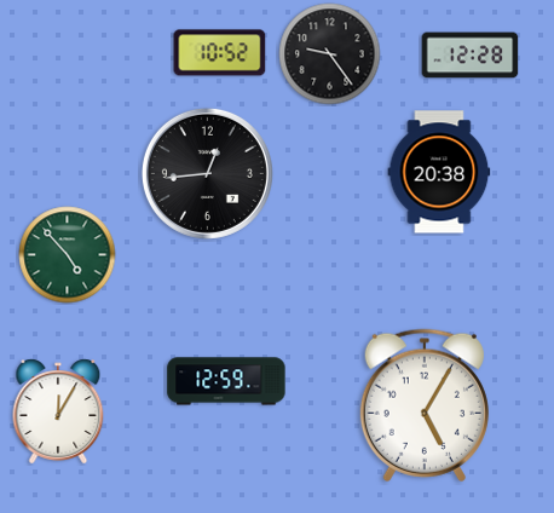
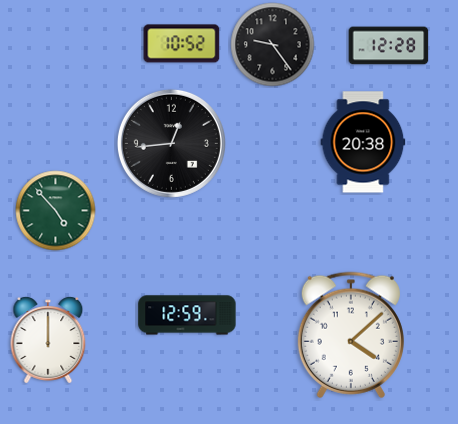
clock at (425, 405): 5:05 -> 4:08
clock at (58, 411): 12:05 -> 12:00
